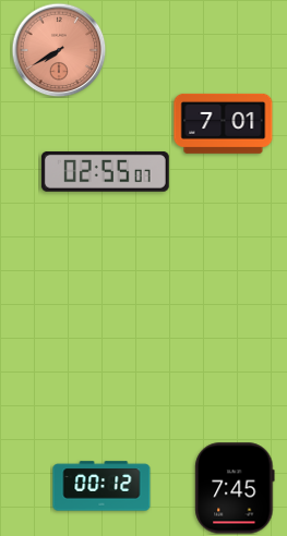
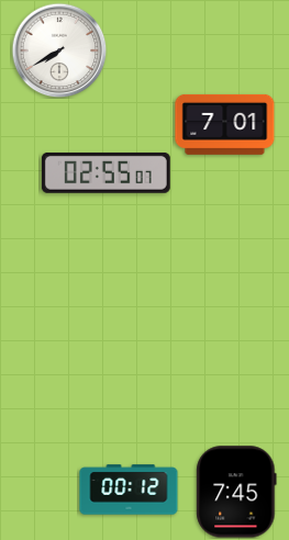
clock at (59, 50) dial: salmon -> white
clock at (101, 486) position: (101, 486) -> (129, 490)
